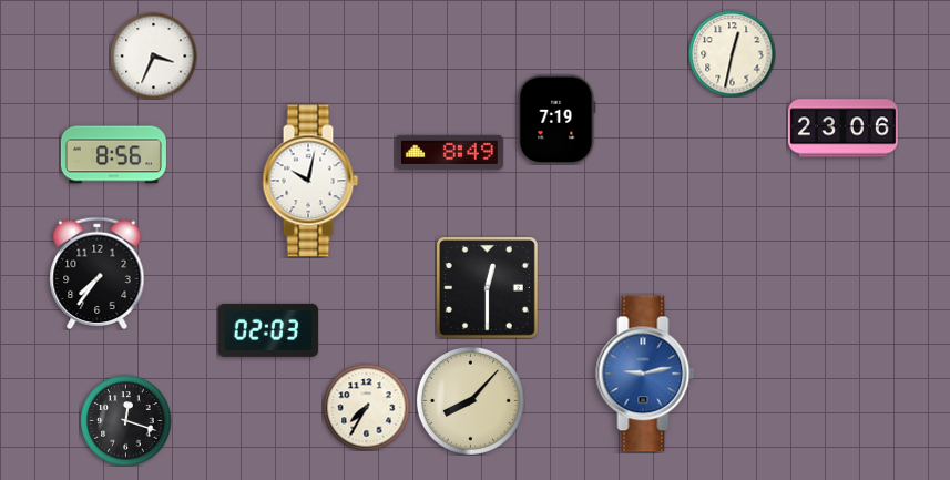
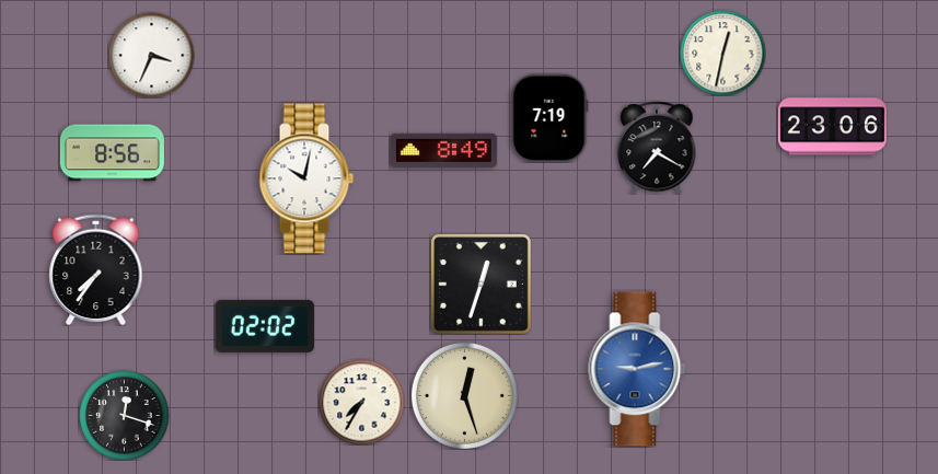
clock at (657, 148): none -> 7:20
clock at (487, 287): 12:30 -> 12:33
clock at (268, 330): 02:03 -> 02:02
clock at (470, 400): 8:07 -> 12:27
